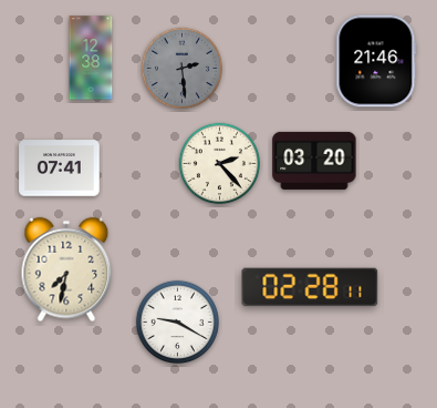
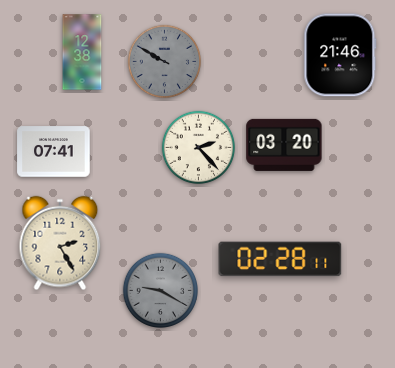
clock at (183, 69): 2:29 -> 9:50
clock at (66, 269): 7:32 -> 2:25
clock at (177, 322) dial: white -> grey
